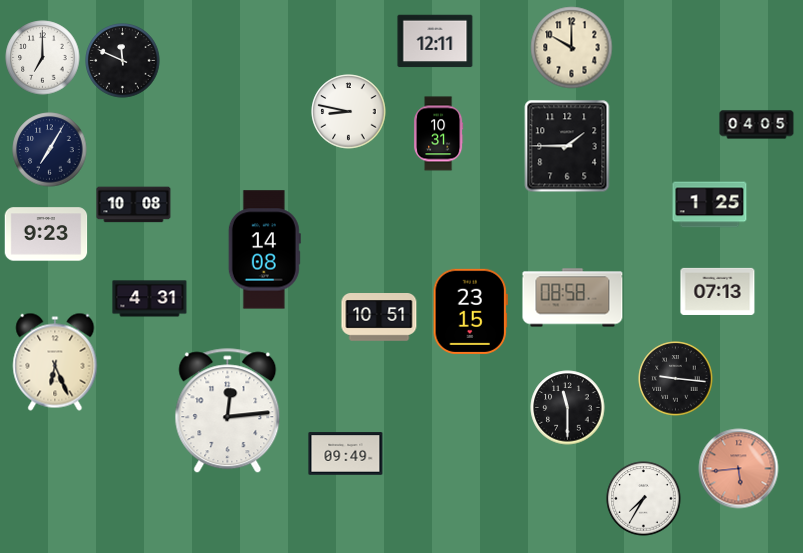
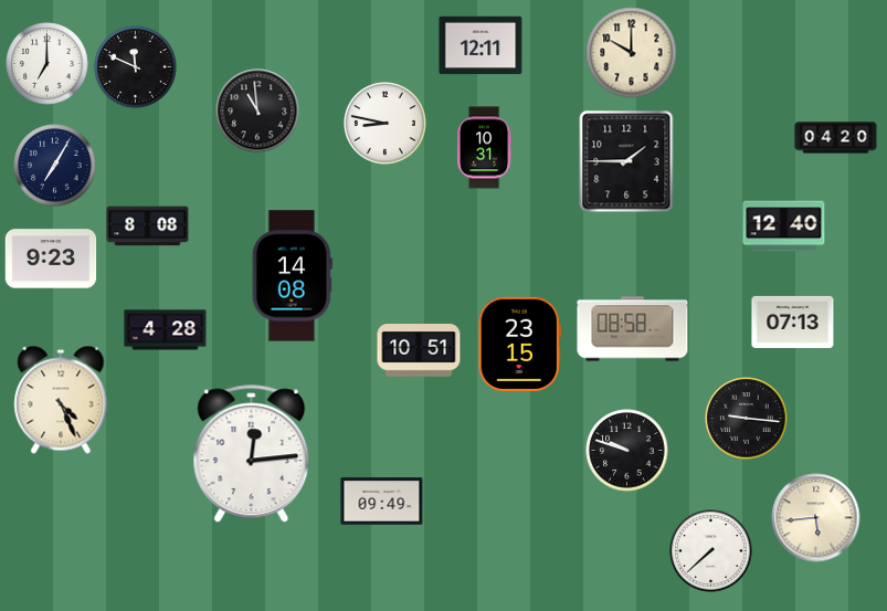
clock at (257, 110): none -> 10:59
clock at (757, 125): 04:05 -> 04:20
clock at (134, 205): 10:08 -> 8:08
clock at (710, 205): 1:25 -> 12:40
clock at (150, 299): 4:31 -> 4:28
clock at (55, 362): 6:26 -> 4:26
clock at (568, 408): 11:30 -> 9:48
clock at (739, 469) dial: salmon -> cream
clock at (644, 499): 7:35 -> 7:38
